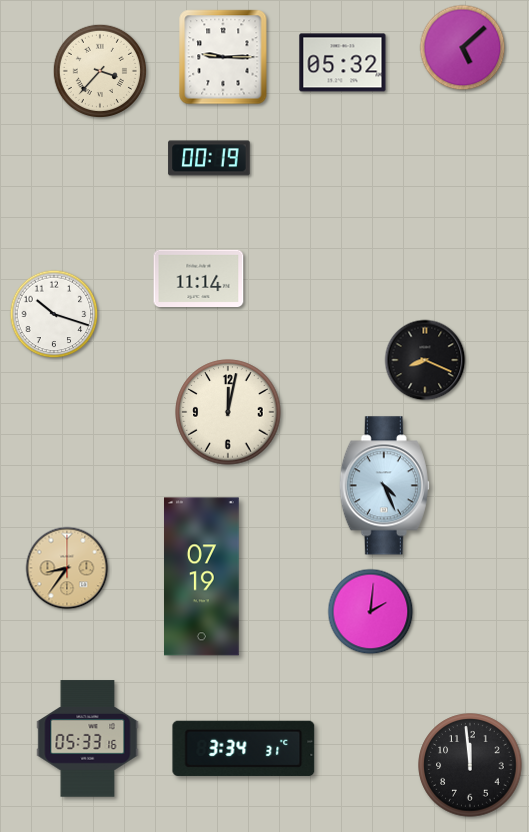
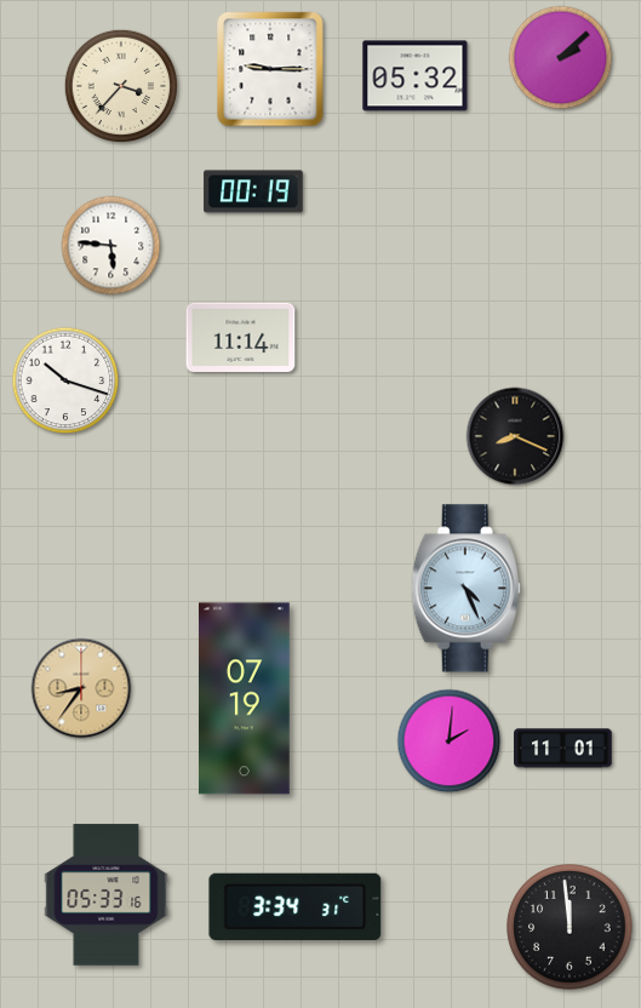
clock at (463, 48): 5:08 -> 2:08
clock at (111, 246): none -> 5:46
clock at (228, 412): 12:02 -> none
clock at (563, 749): none -> 11:01
